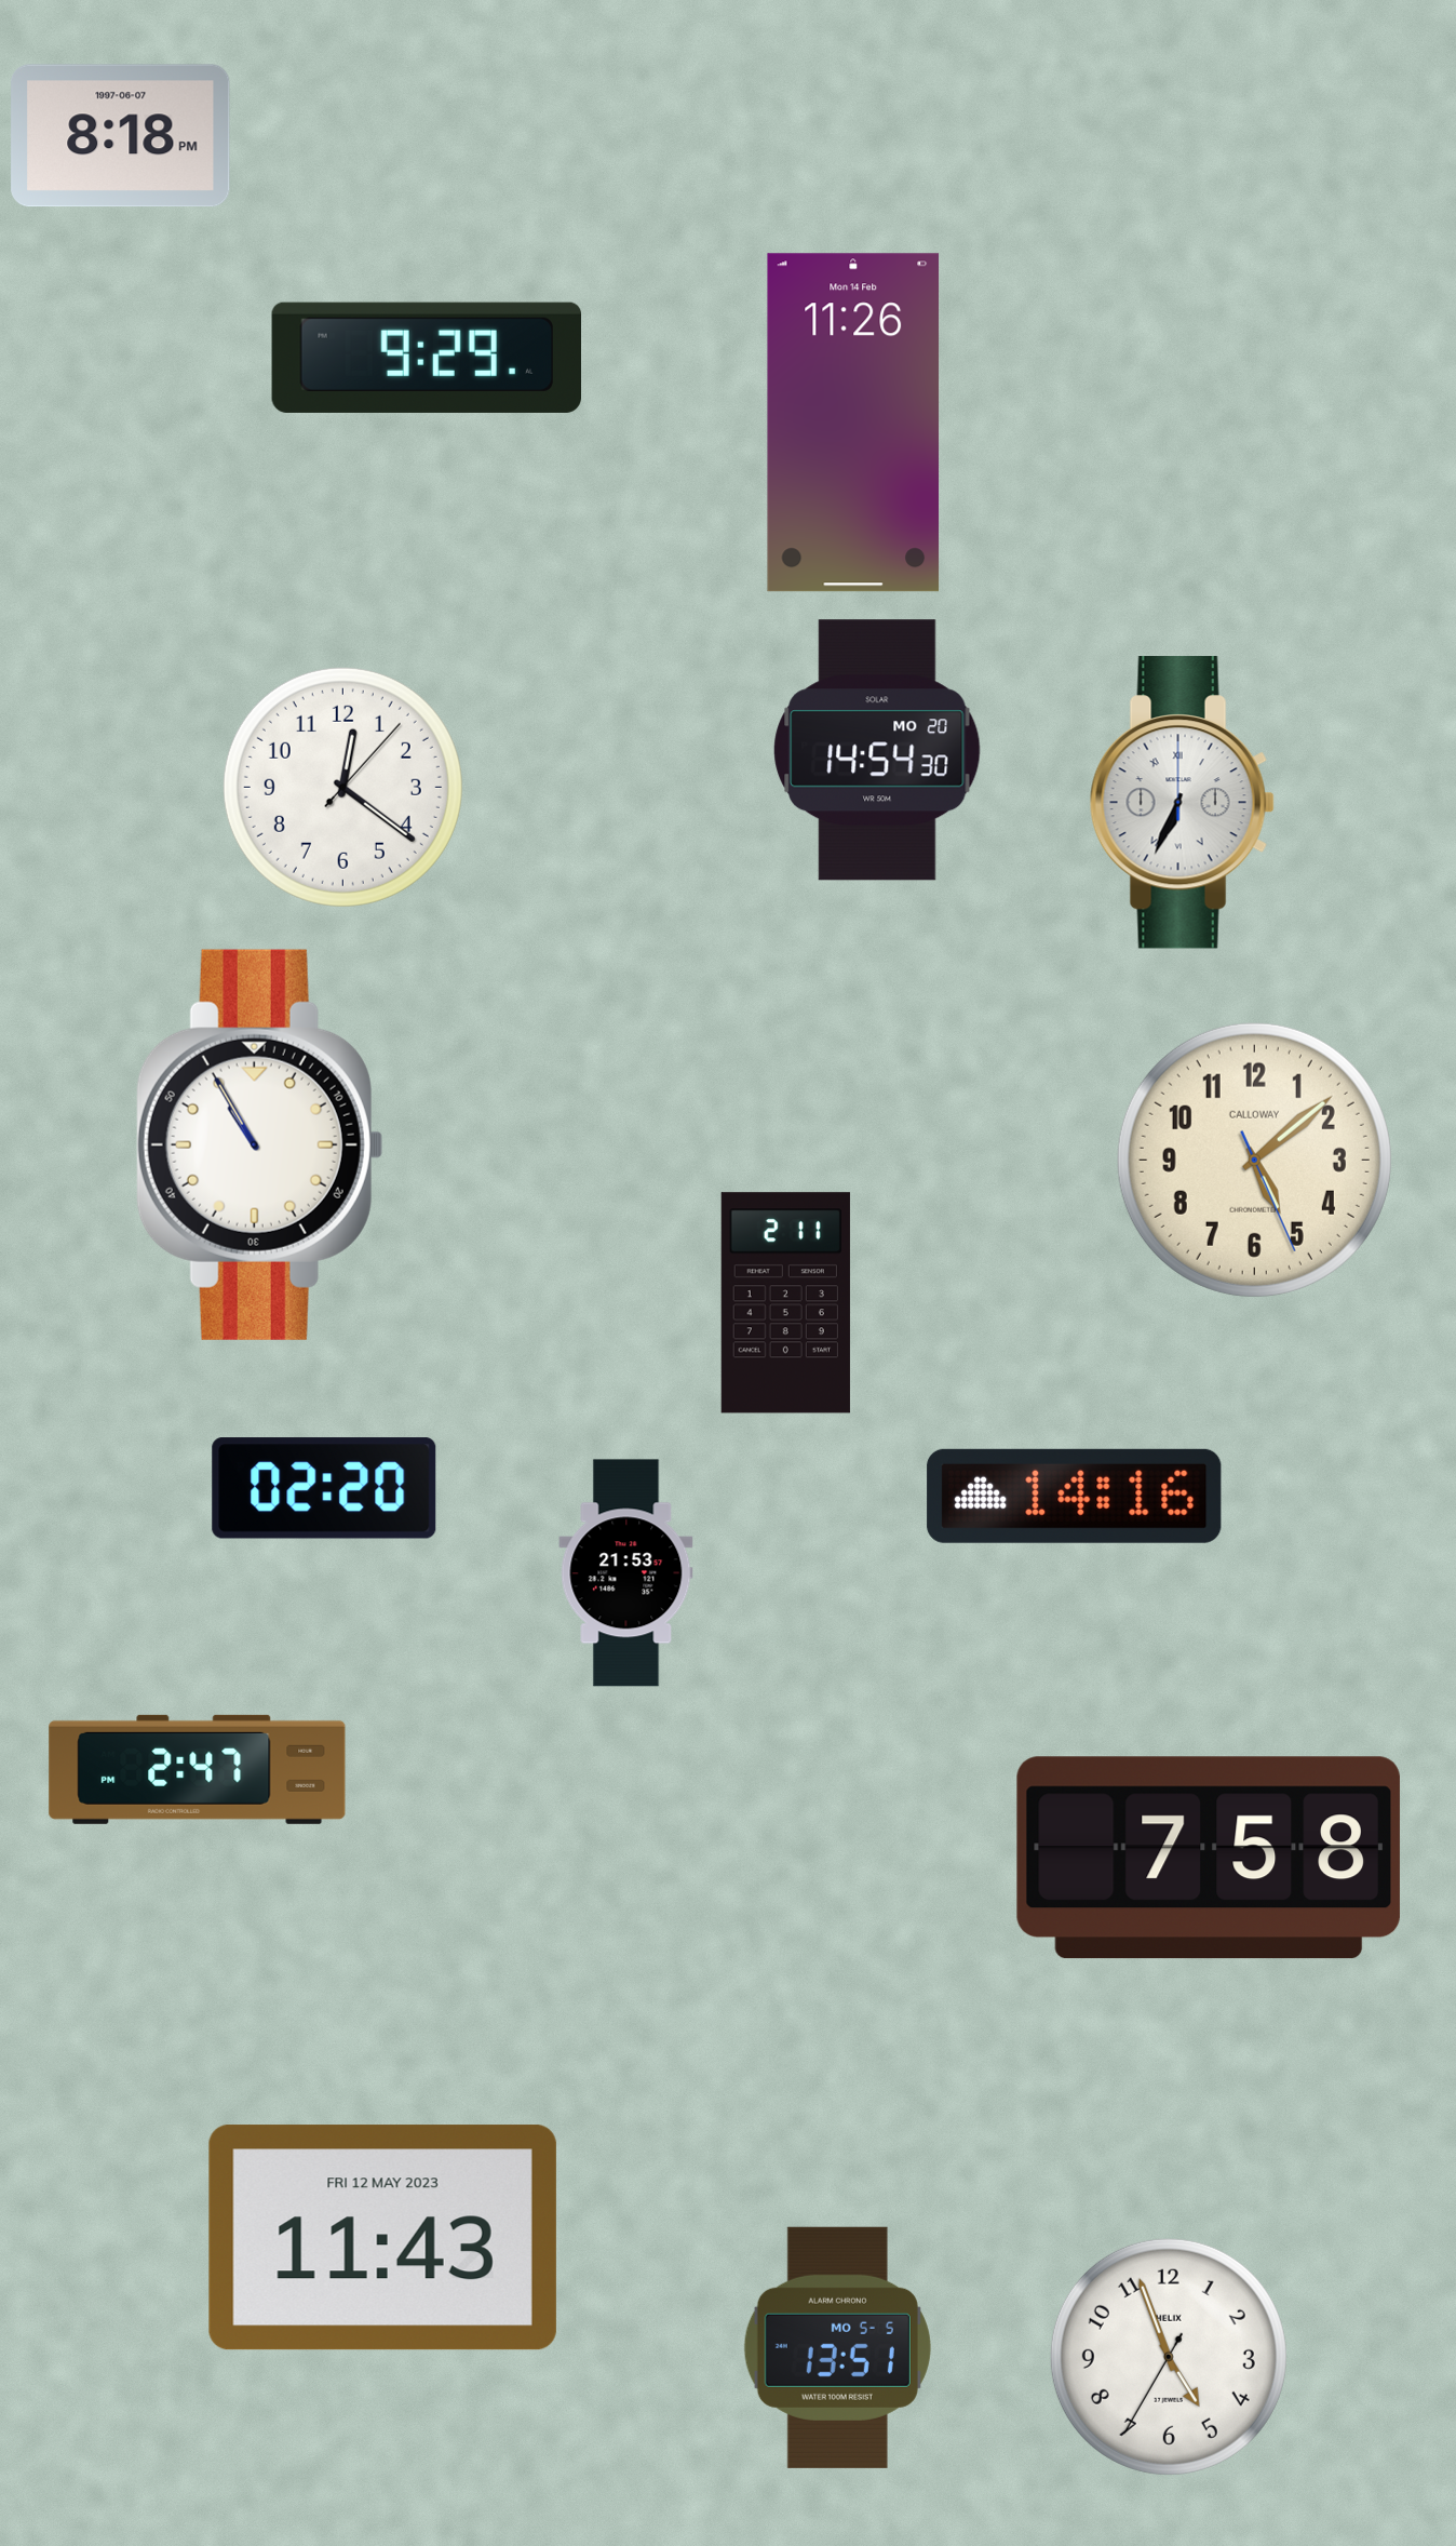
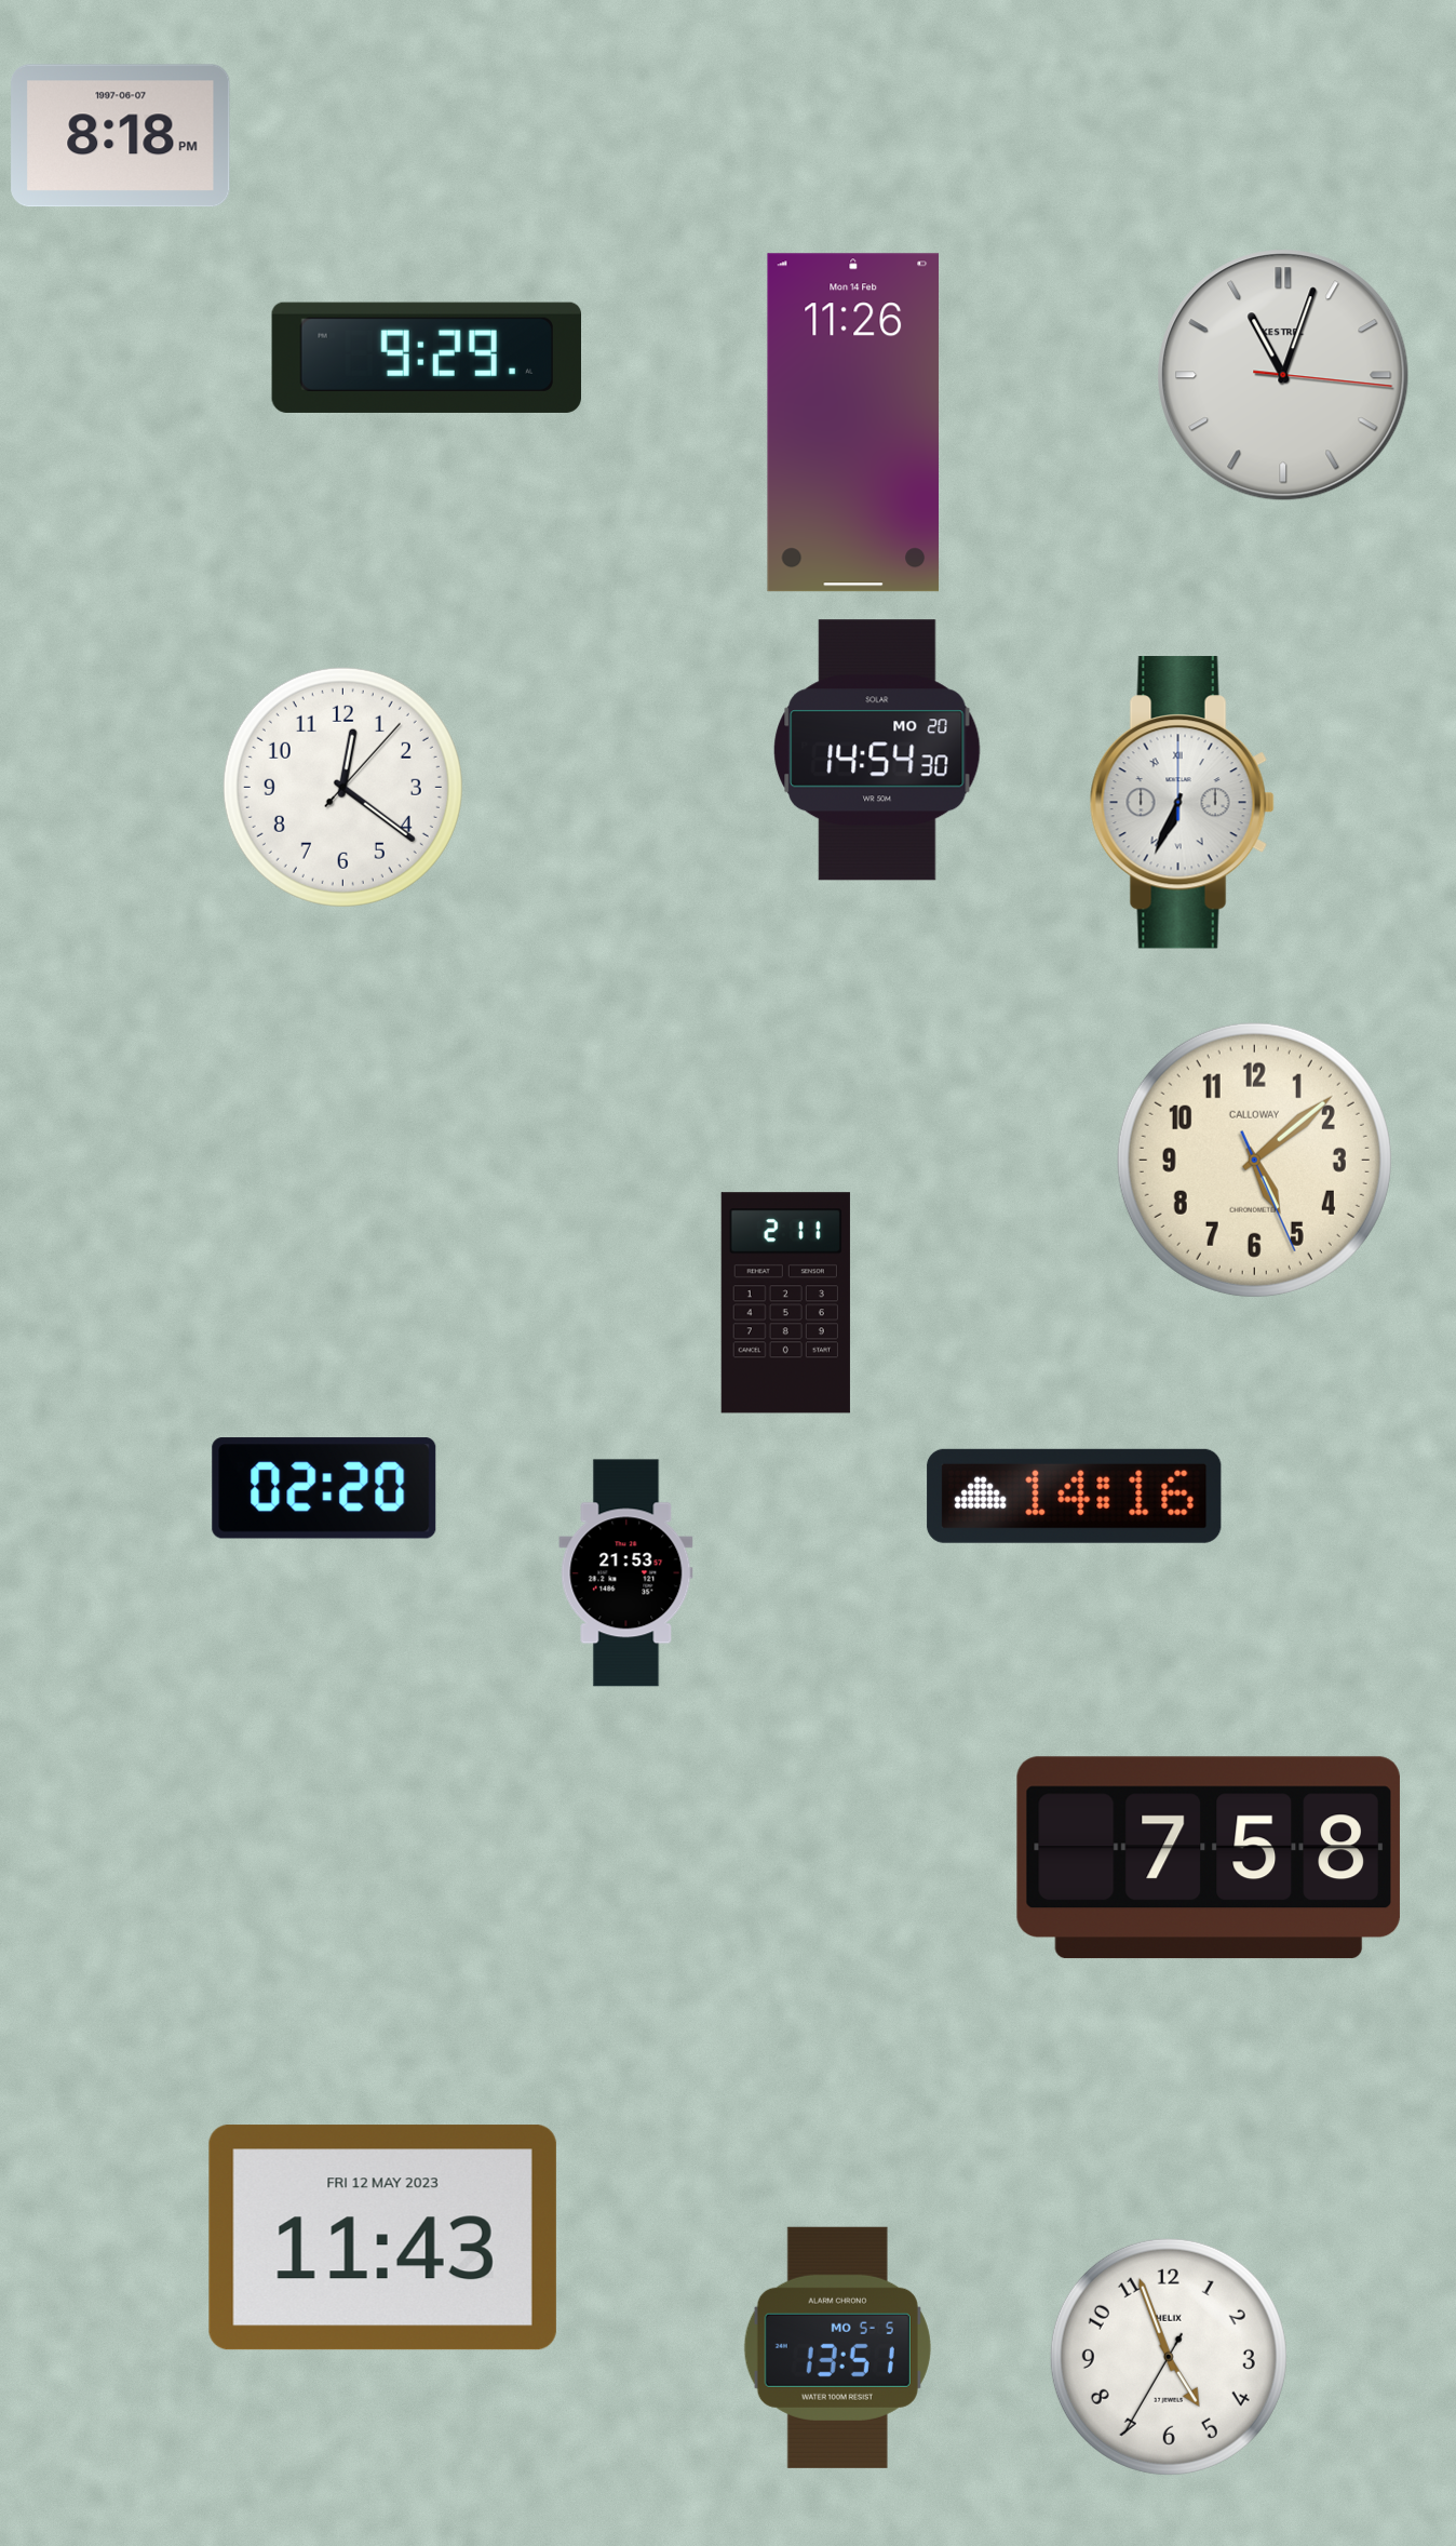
clock at (1283, 375): none -> 11:03
clock at (259, 1144): 10:55 -> none
clock at (198, 1769): 2:47 -> none
